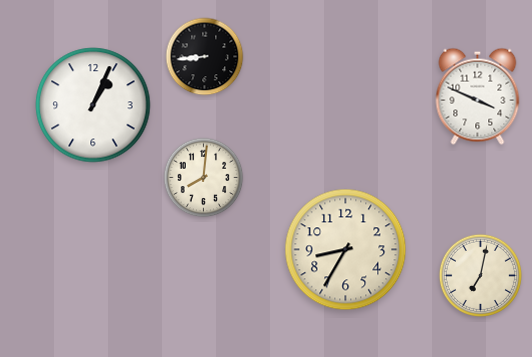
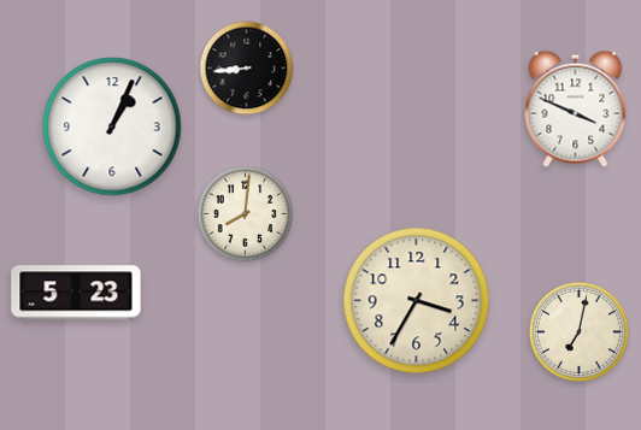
clock at (478, 96) position: (478, 96) -> (576, 108)
clock at (76, 293): none -> 5:23
clock at (346, 250): 8:35 -> 3:35
